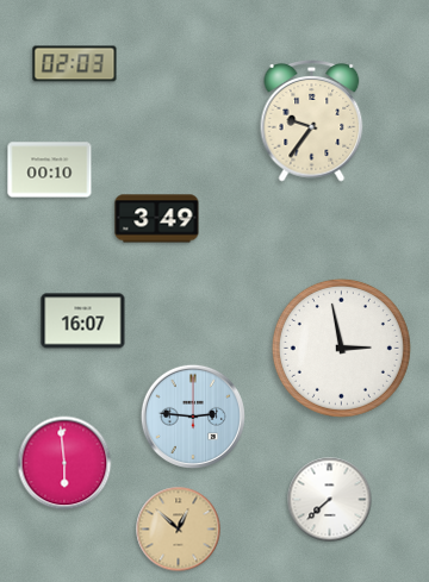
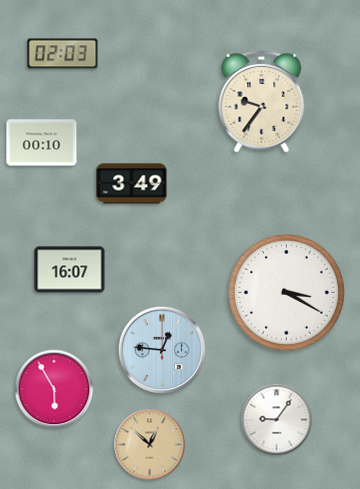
clock at (341, 348): 2:58 -> 3:20
clock at (193, 417): 2:46 -> 12:46
clock at (64, 463): 5:59 -> 5:55
clock at (330, 500): 7:38 -> 9:06
